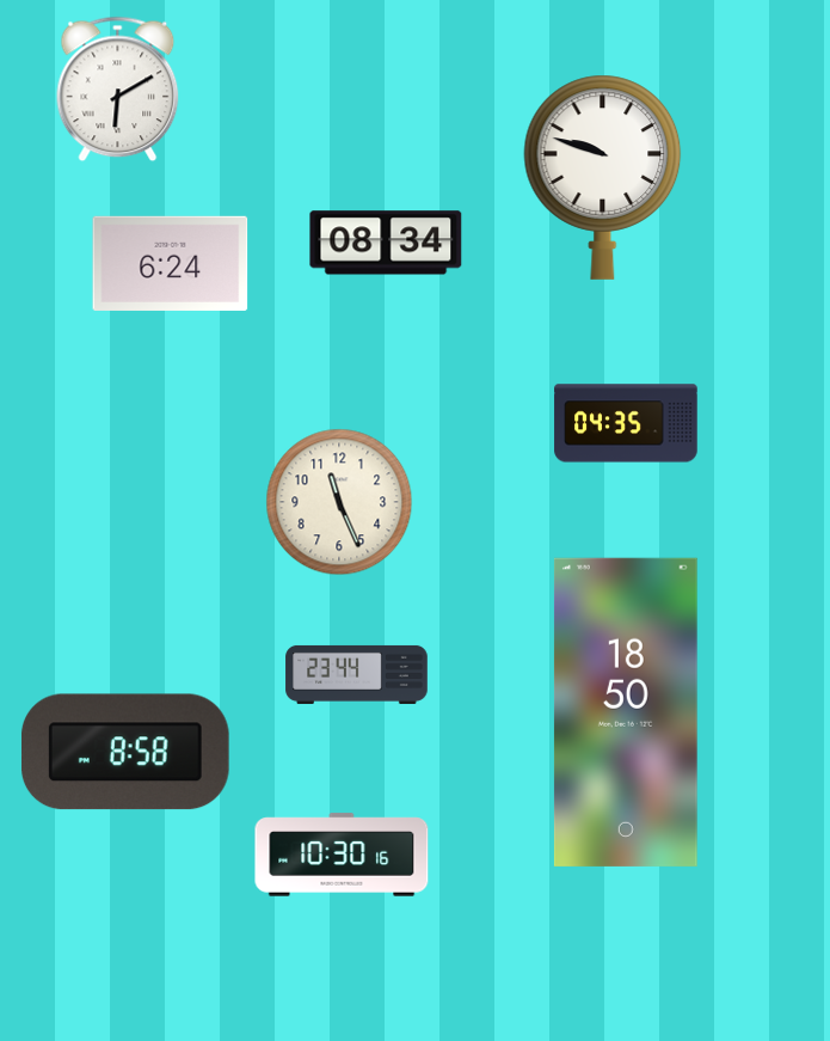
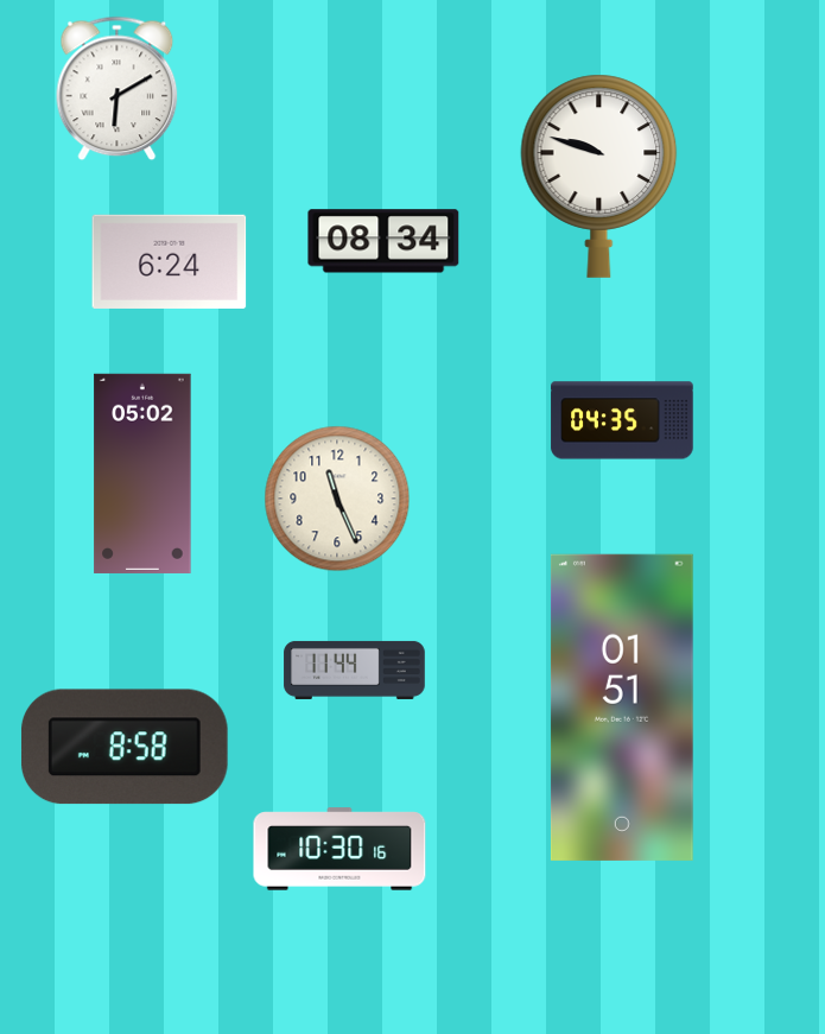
clock at (142, 474): none -> 05:02
clock at (357, 674): 23:44 -> 11:44
clock at (626, 712): 18:50 -> 01:51
